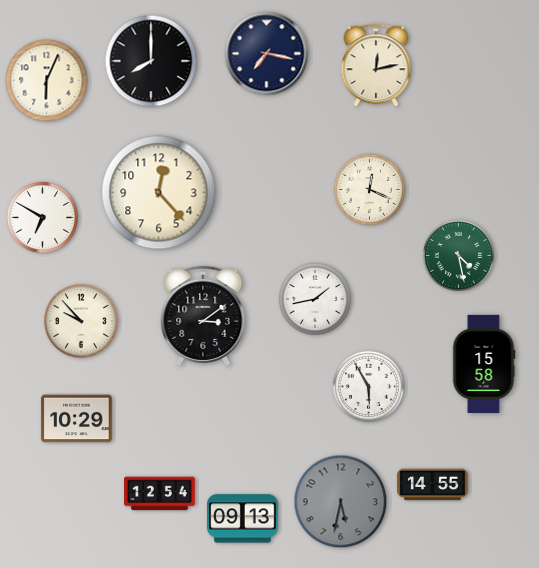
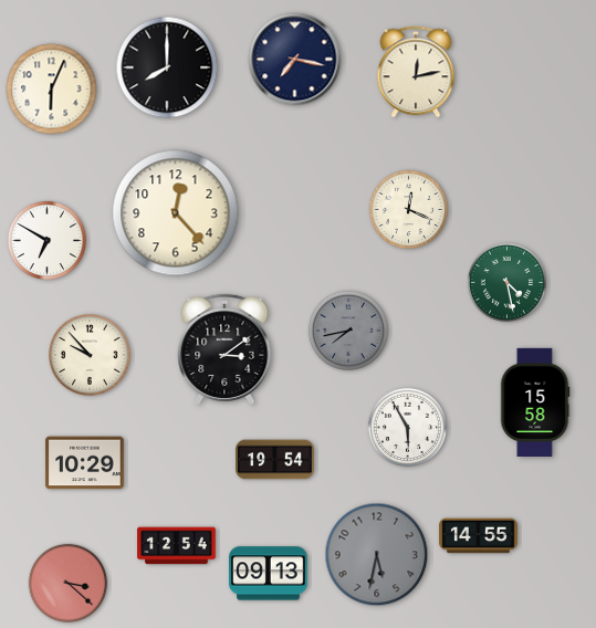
clock at (315, 299): 1:43 -> 7:43
clock at (315, 299) dial: white -> grey
clock at (275, 460): none -> 19:54
clock at (67, 583): none -> 3:22
